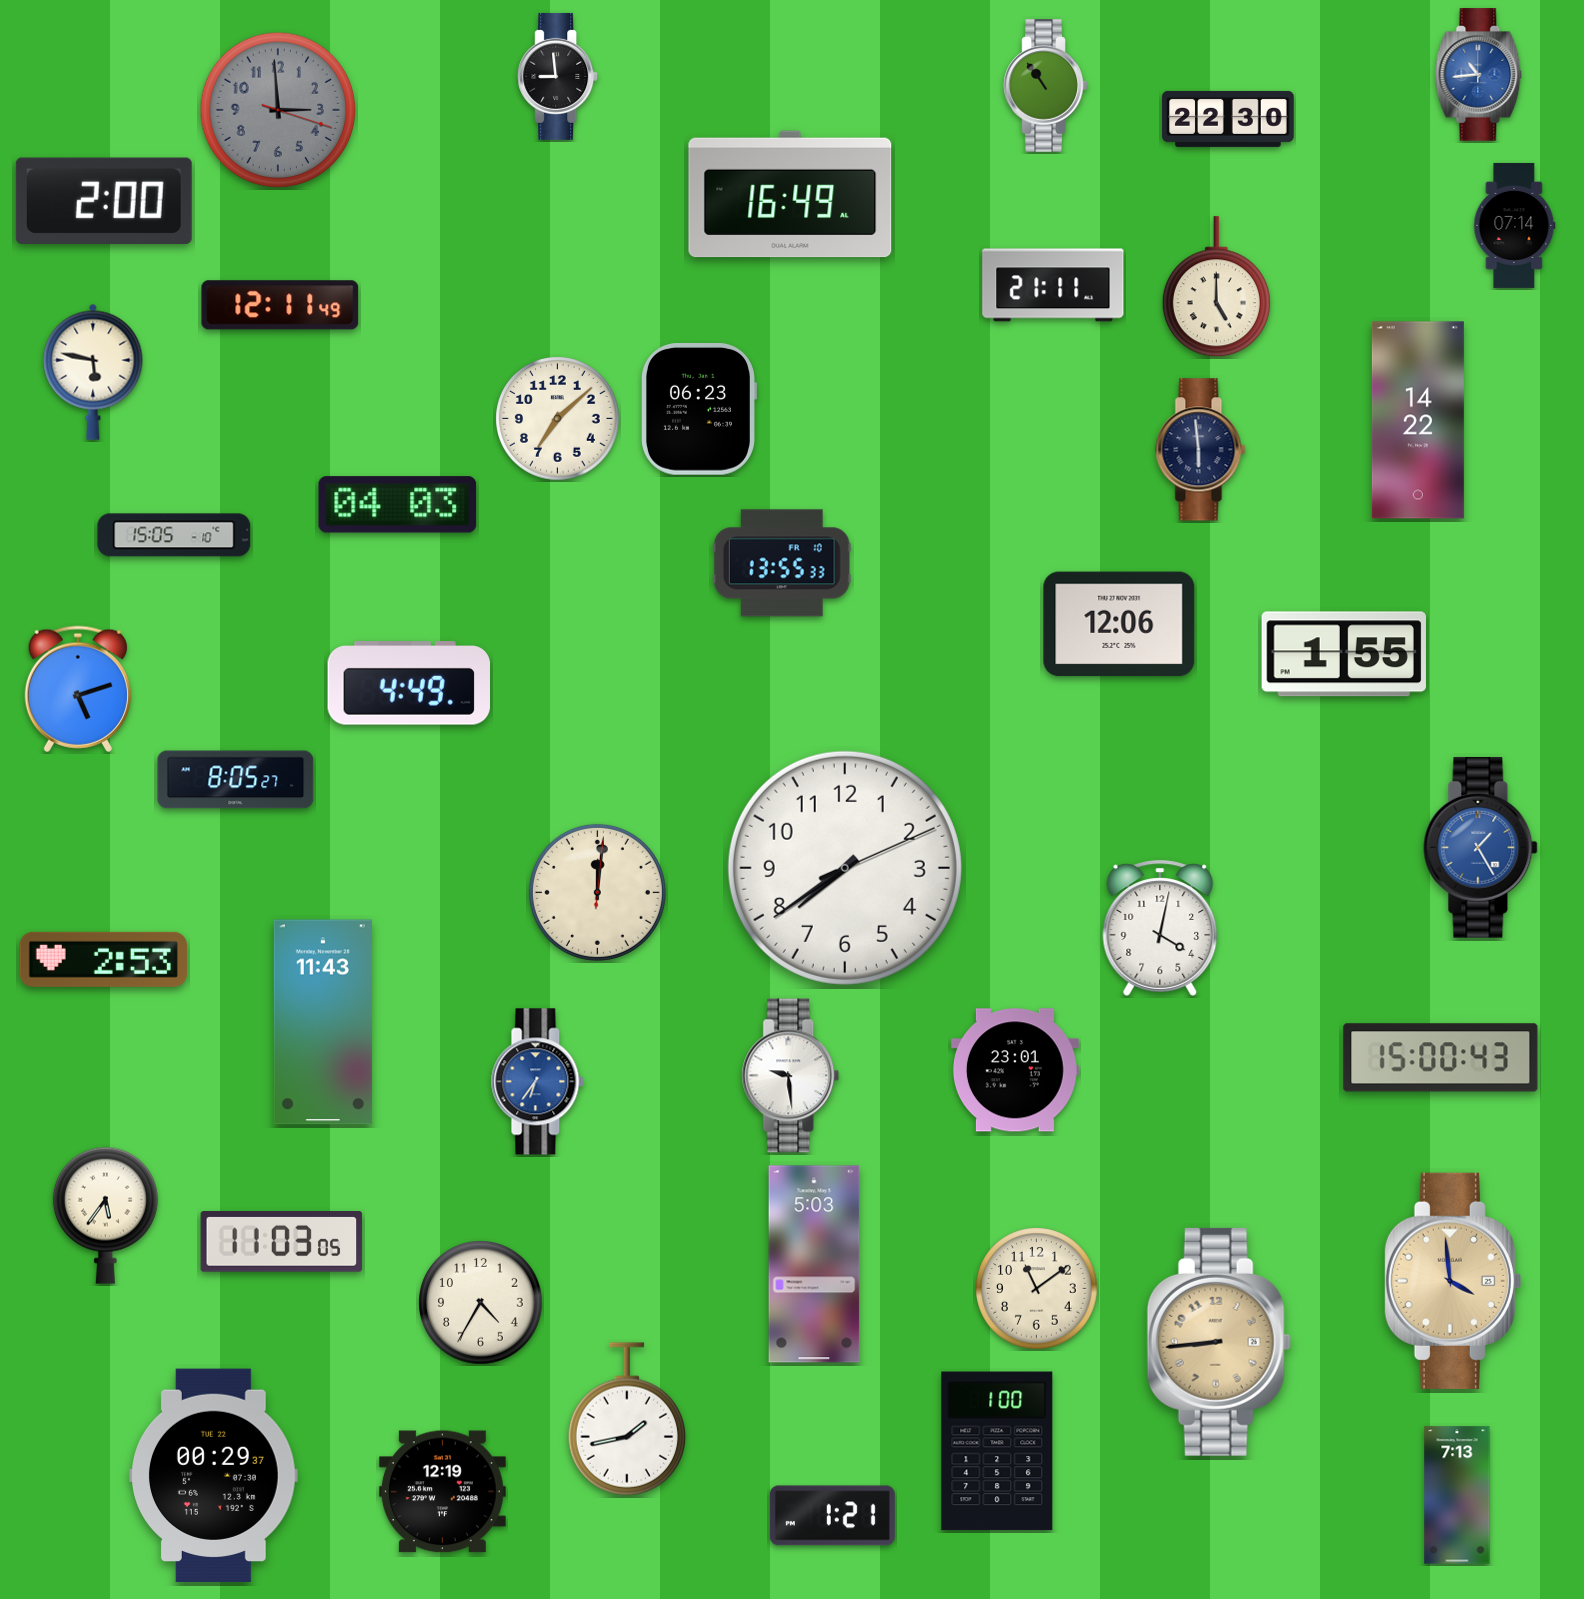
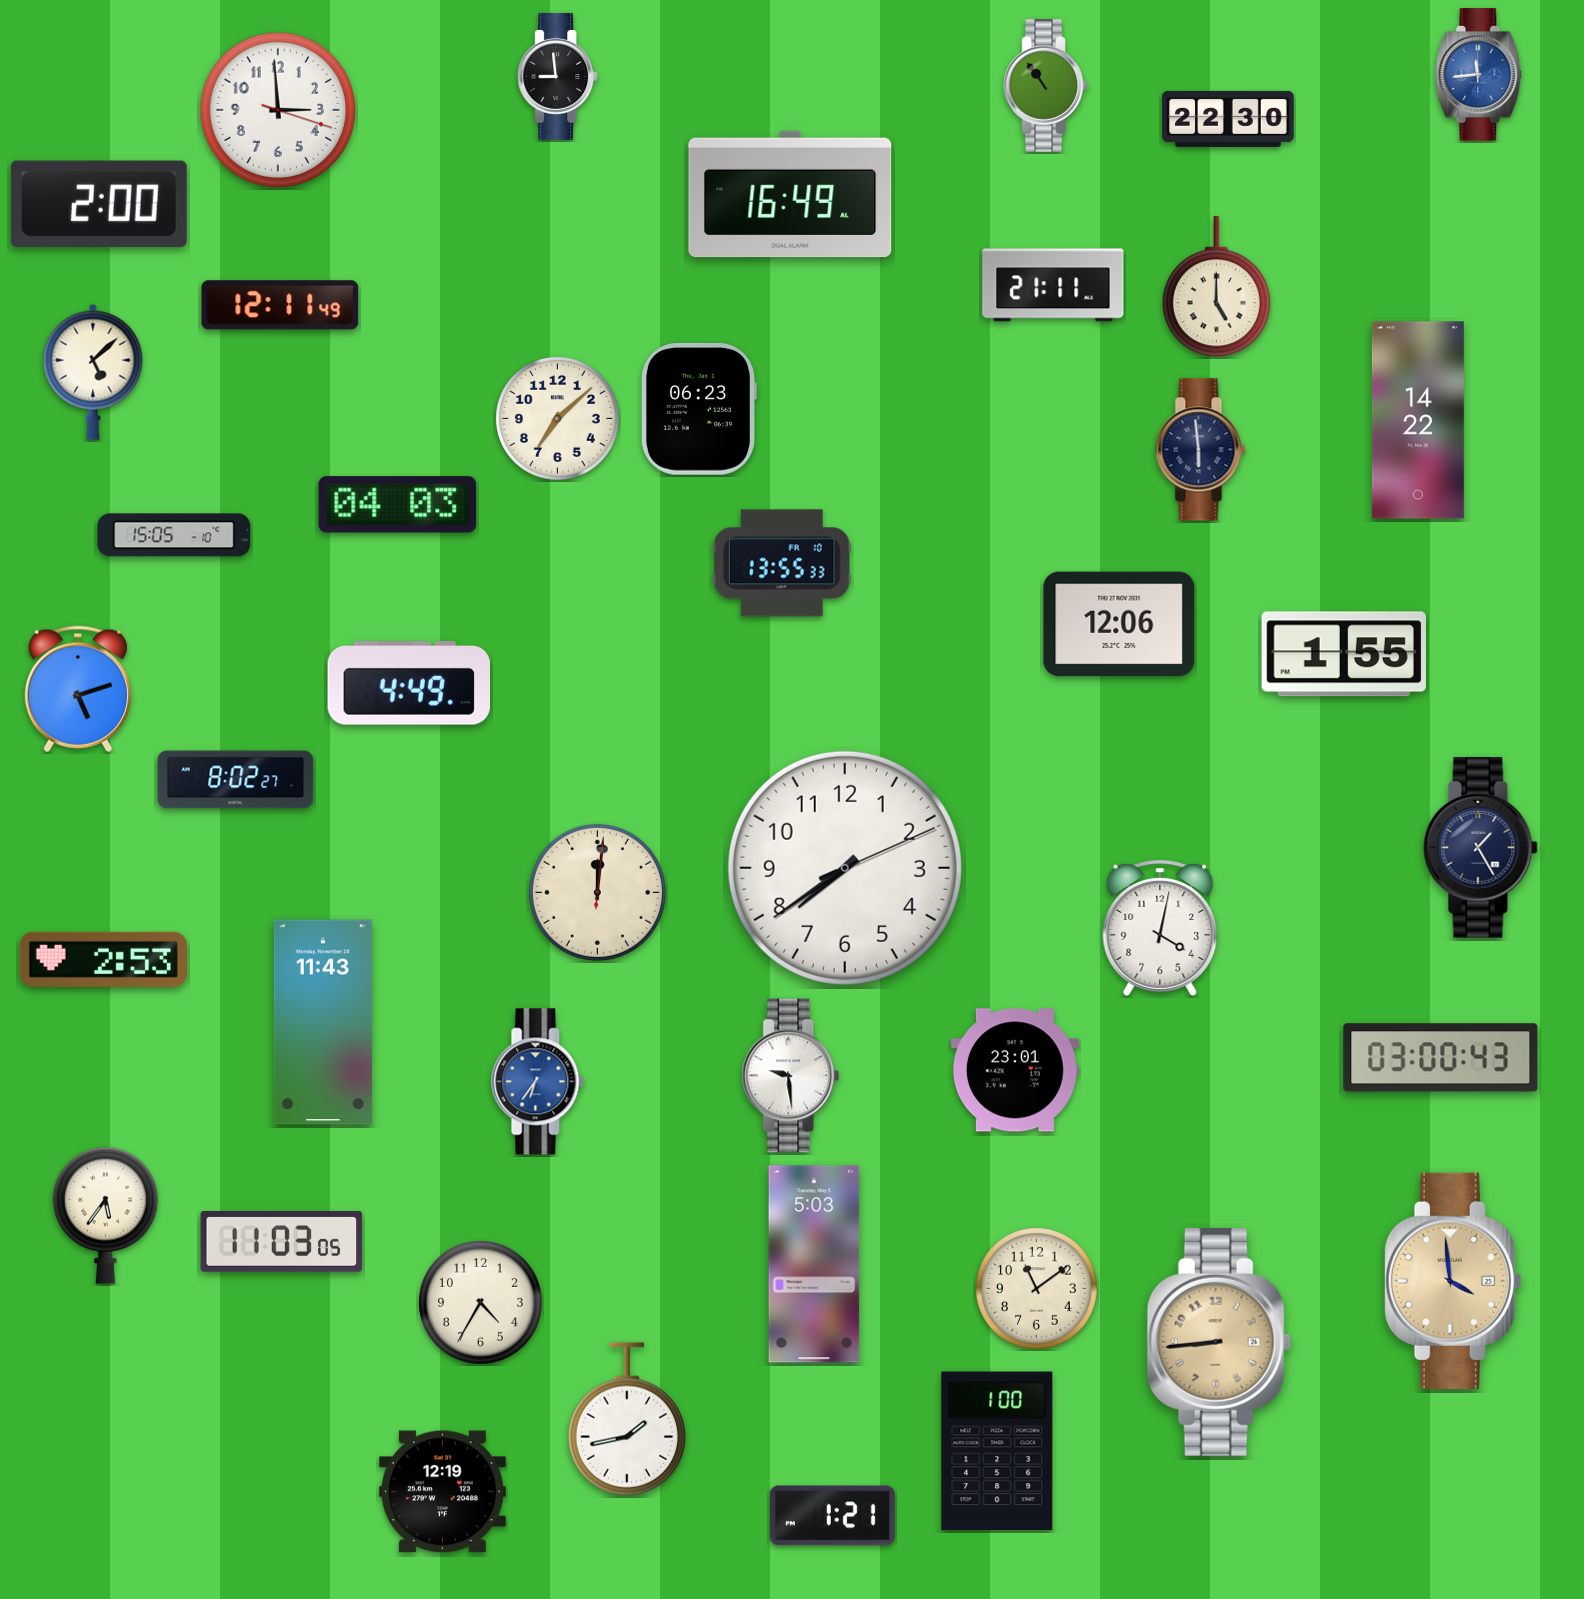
clock at (1479, 75): 10:44 -> 11:44
clock at (278, 110) dial: grey -> white
clock at (104, 201) position: (104, 201) -> (99, 204)
clock at (1515, 225): 07:14 -> none
clock at (93, 372): 5:47 -> 5:08
clock at (236, 780): 8:05 -> 8:02
clock at (1481, 847) dial: blue -> navy
clock at (1441, 1058): 15:00 -> 03:00
clock at (214, 1475): 00:29 -> none
clock at (1457, 1495): 7:13 -> none
